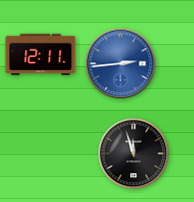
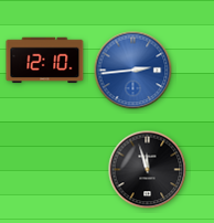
clock at (41, 55): 12:11 -> 12:10
